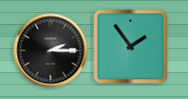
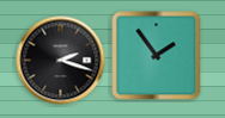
clock at (51, 51): 2:15 -> 2:18
